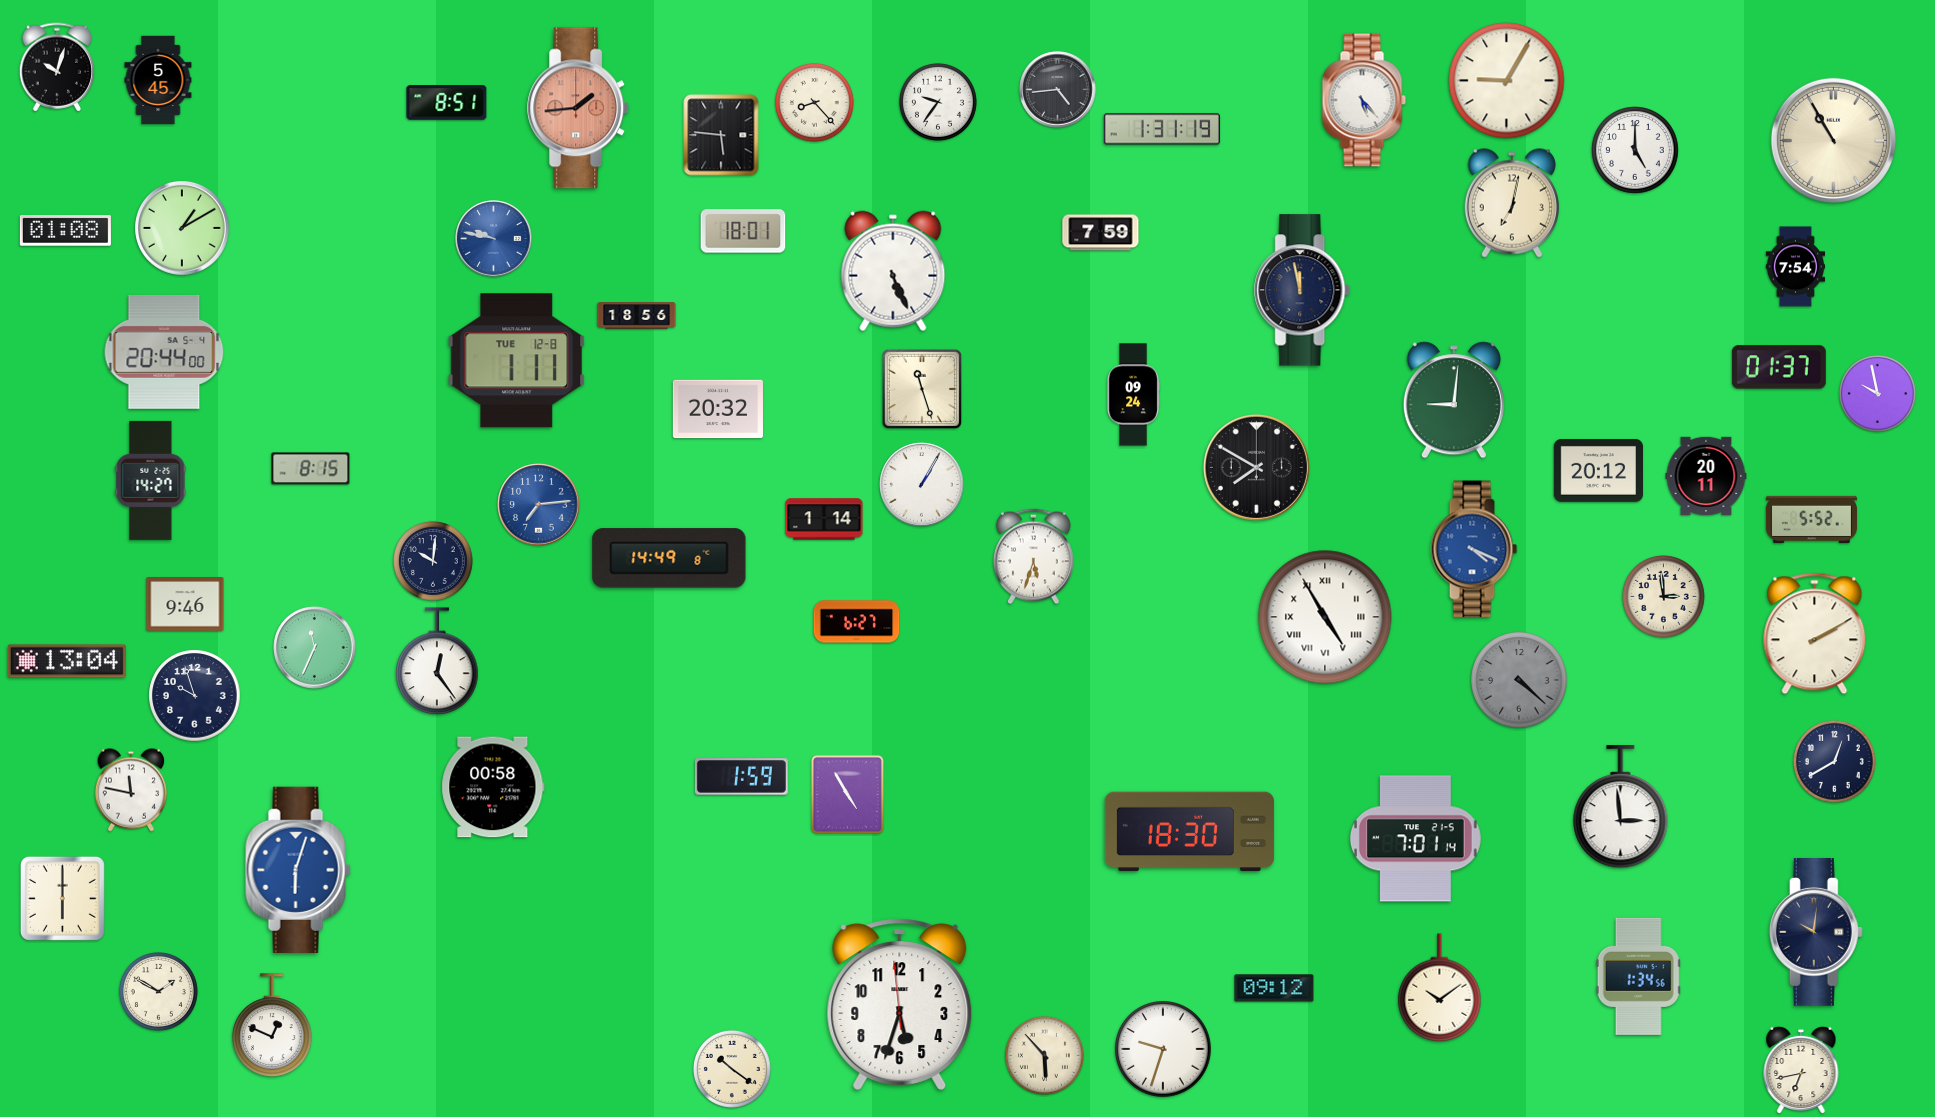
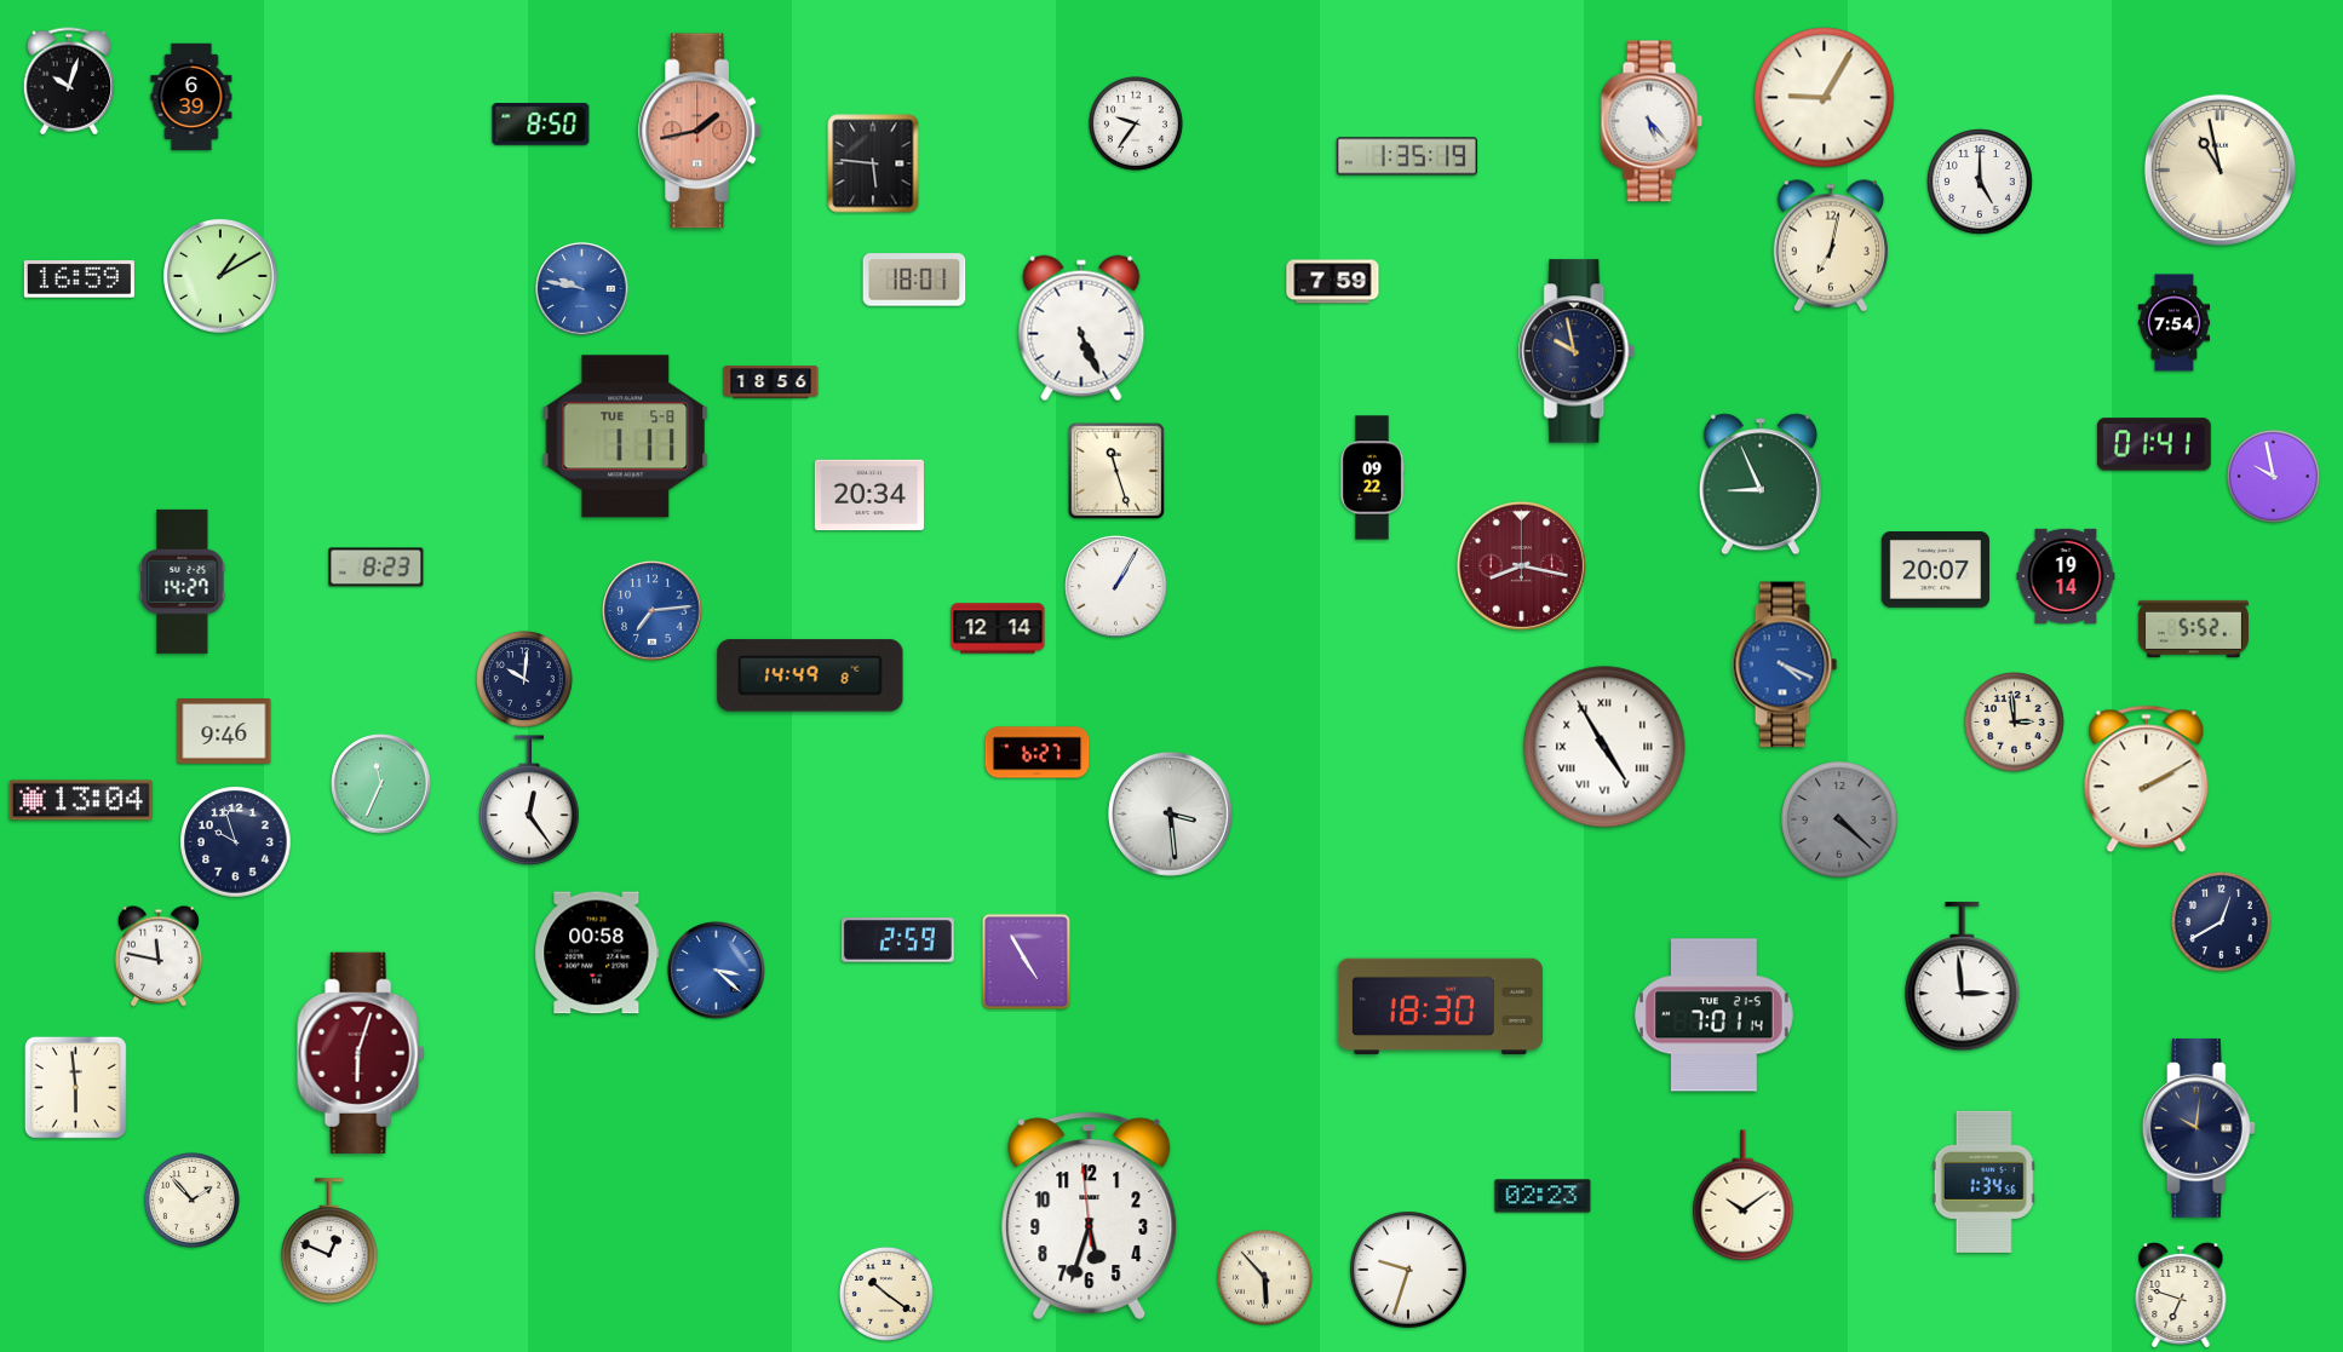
clock at (158, 80): 5:45 -> 6:39
clock at (1058, 90): 4:44 -> none
clock at (814, 102): 8:23 -> none
clock at (447, 103): 8:51 -> 8:50
clock at (579, 108): 1:44 -> 1:43
clock at (1162, 129): 1:31 -> 1:35
clock at (1833, 140): 10:55 -> 10:58
clock at (65, 231): 01:08 -> 16:59
clock at (743, 231) position: (743, 231) -> (914, 280)
clock at (494, 239) position: (494, 239) -> (582, 289)
clock at (1303, 290): 11:58 -> 9:58
clock at (164, 352): 20:44 -> none
clock at (517, 361) date: TUE 12-8 -> TUE 5-8
clock at (1779, 367): 01:37 -> 01:41
clock at (1133, 395): 09:24 -> 09:22
clock at (1454, 400): 9:01 -> 8:56
clock at (718, 409): 20:32 -> 20:34
clock at (1256, 467): 7:50 -> 8:17
clock at (1256, 467) dial: black -> burgundy
clock at (311, 469): 8:15 -> 8:23
clock at (1598, 470): 20:12 -> 20:07
clock at (1706, 476): 20:11 -> 19:14
clock at (824, 519): 1:14 -> 12:14
clock at (1033, 557): 5:33 -> none
clock at (1815, 634) position: (1815, 634) -> (2147, 779)
clock at (1170, 813): none -> 3:29
clock at (1519, 680) position: (1519, 680) -> (1839, 819)
clock at (741, 777): 1:59 -> 2:59
clock at (717, 971): none -> 3:22
clock at (298, 869) dial: blue -> burgundy
clock at (62, 898): 6:00 -> 5:59
clock at (1274, 988): 09:12 -> 02:23
clock at (158, 991): 1:50 -> 1:53
clock at (1801, 1070): 6:43 -> 6:48
